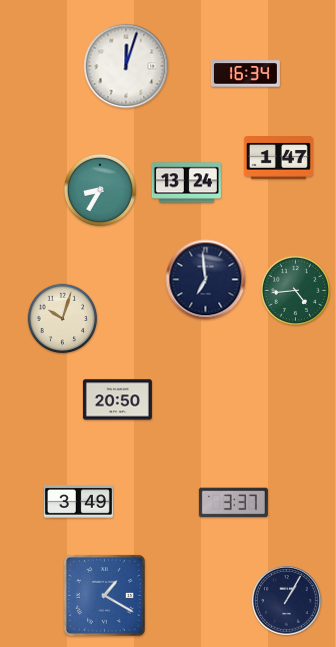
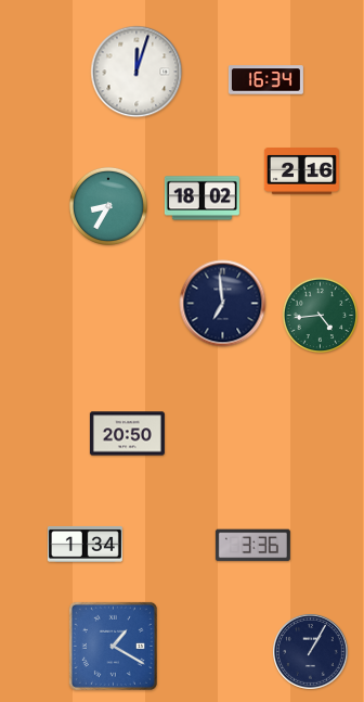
clock at (278, 158): 1:47 -> 2:16
clock at (186, 183): 13:24 -> 18:02
clock at (63, 319): 10:03 -> none
clock at (78, 501): 3:49 -> 1:34
clock at (233, 503): 3:37 -> 3:36
